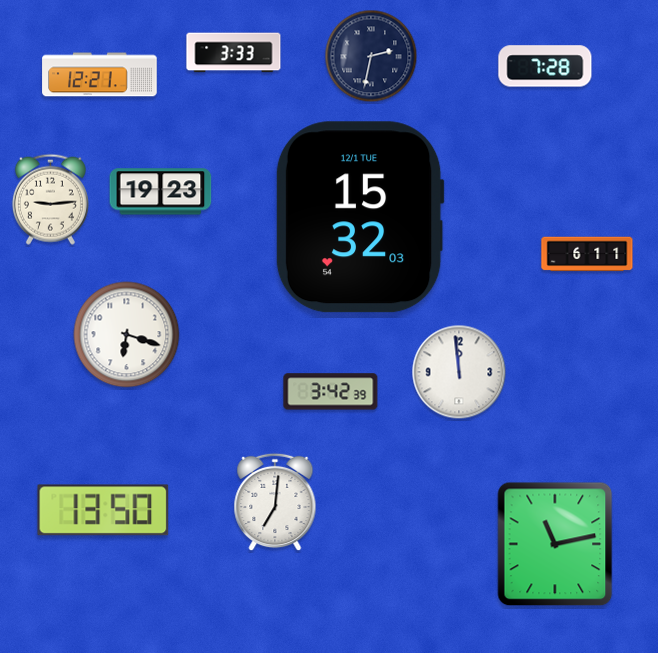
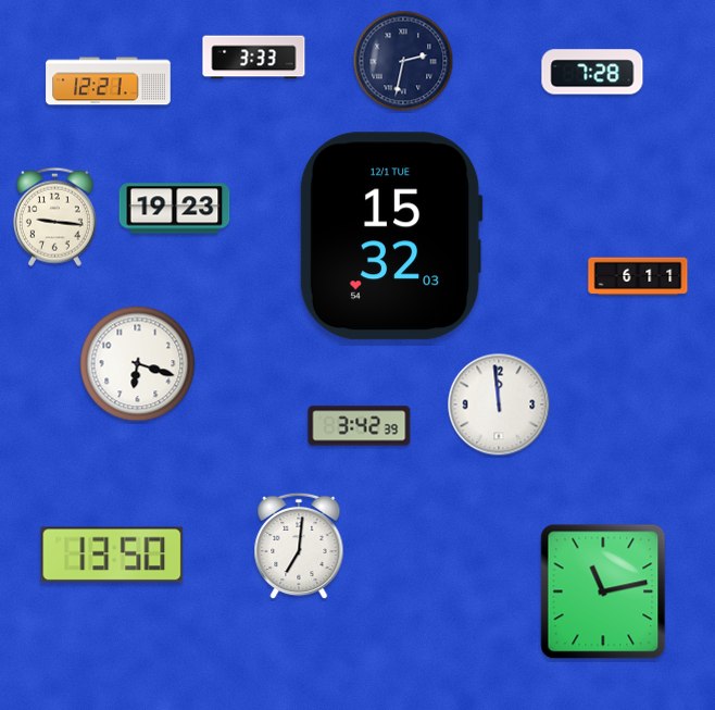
clock at (50, 199): 9:14 -> 9:16
